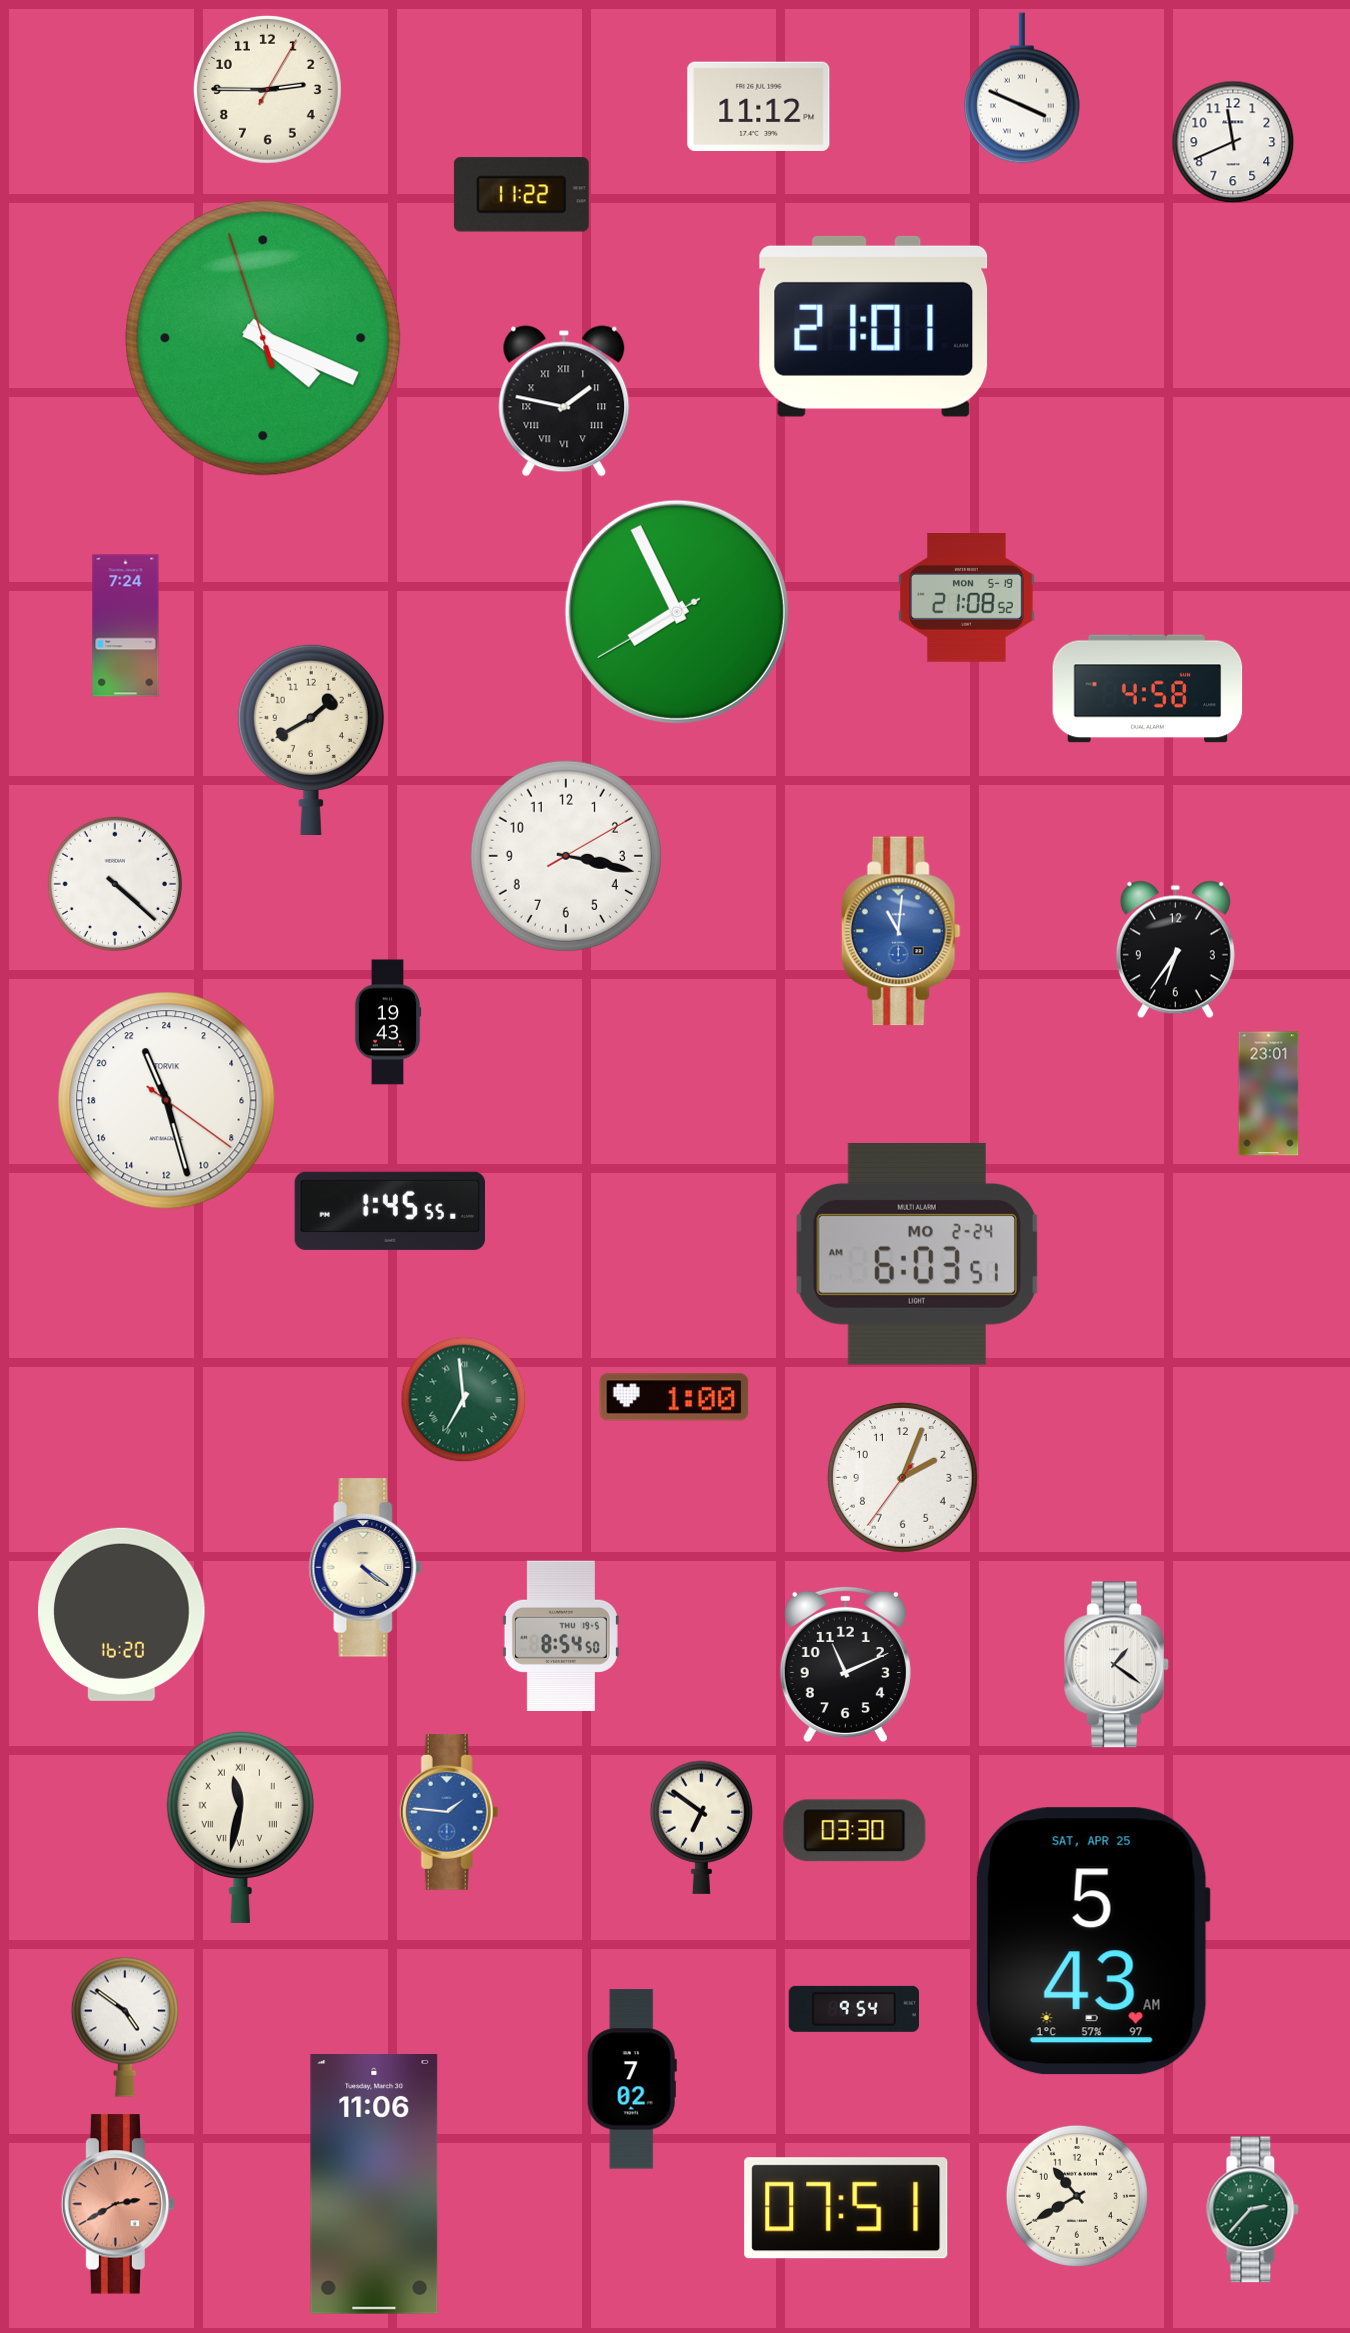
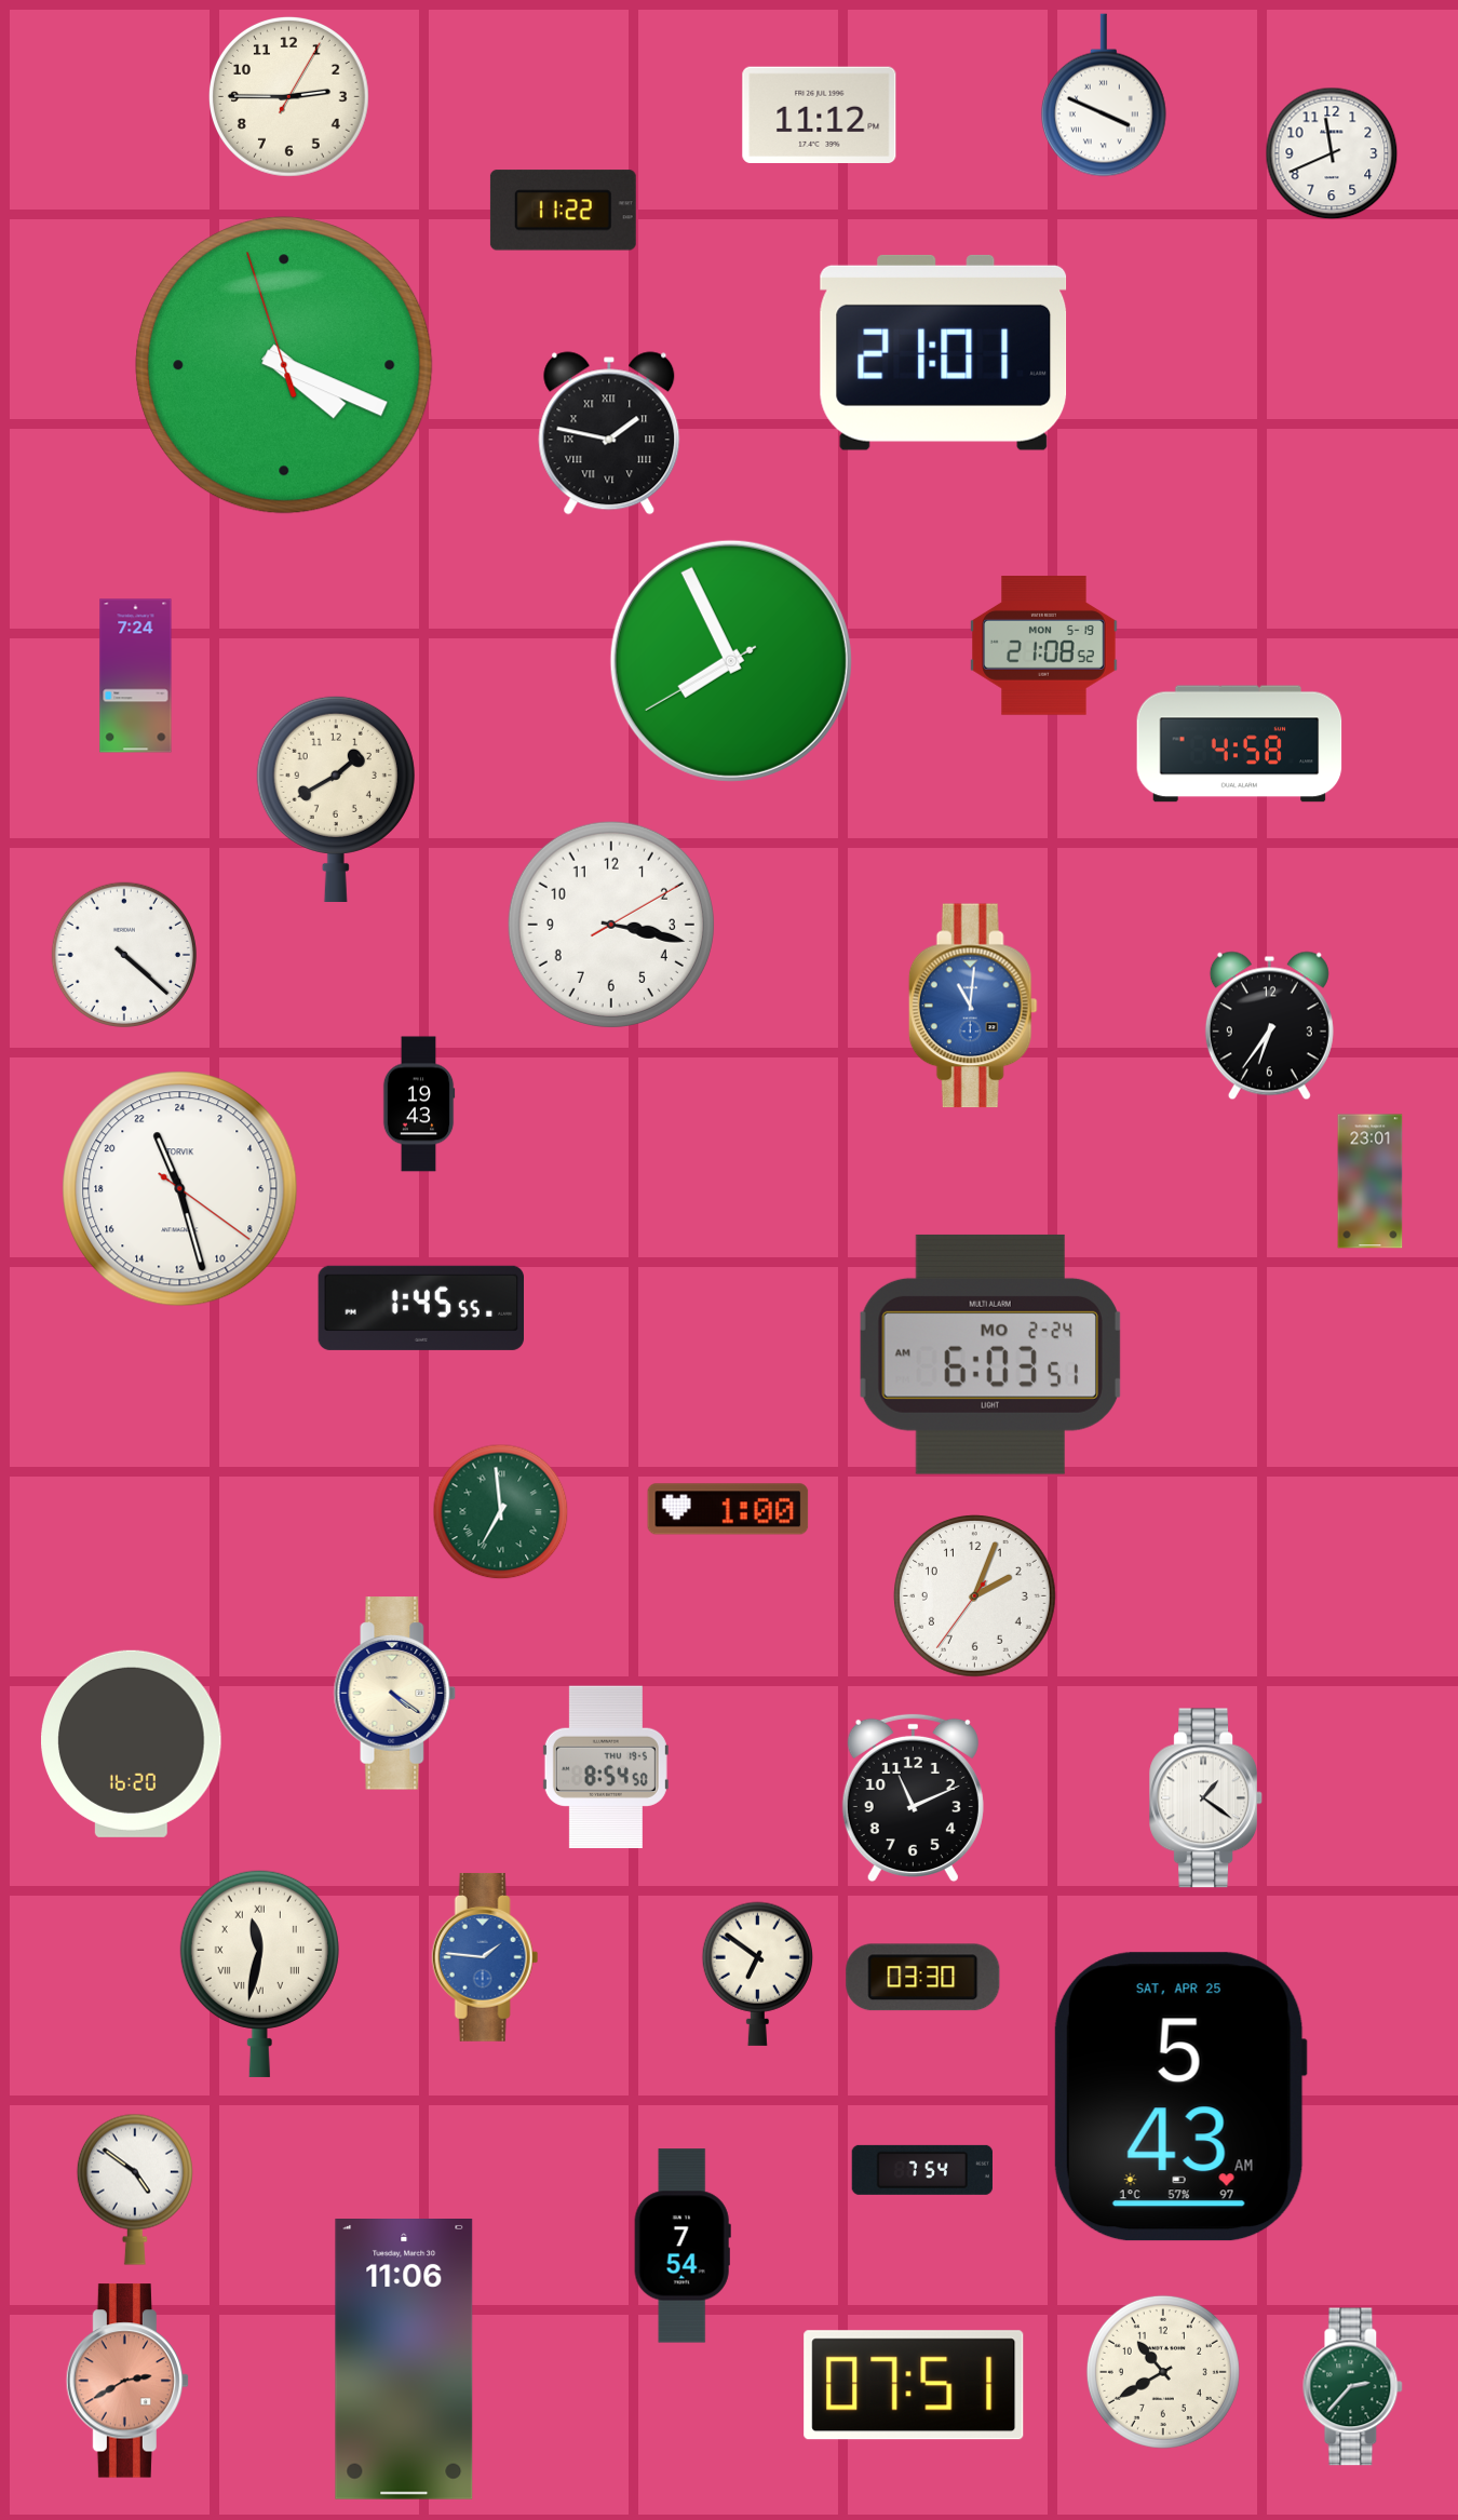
clock at (854, 2009): 9:54 -> 7:54
clock at (632, 2079): 7:02 -> 7:54
